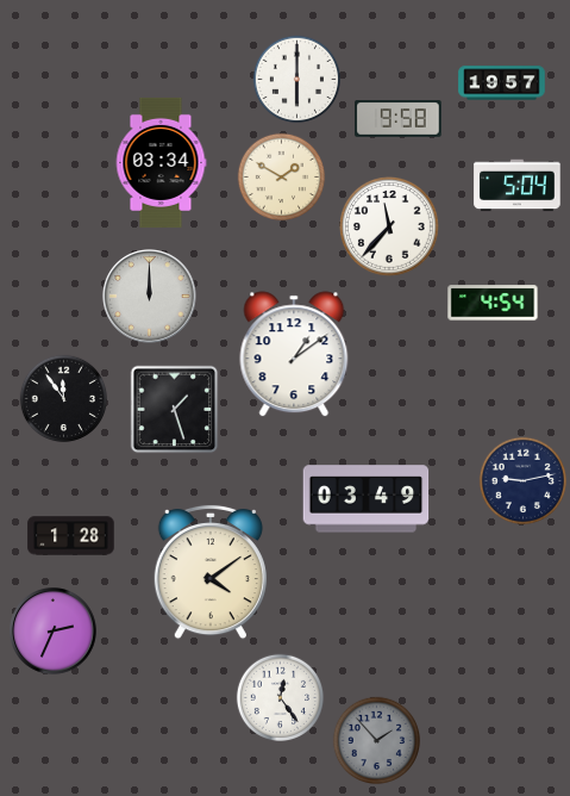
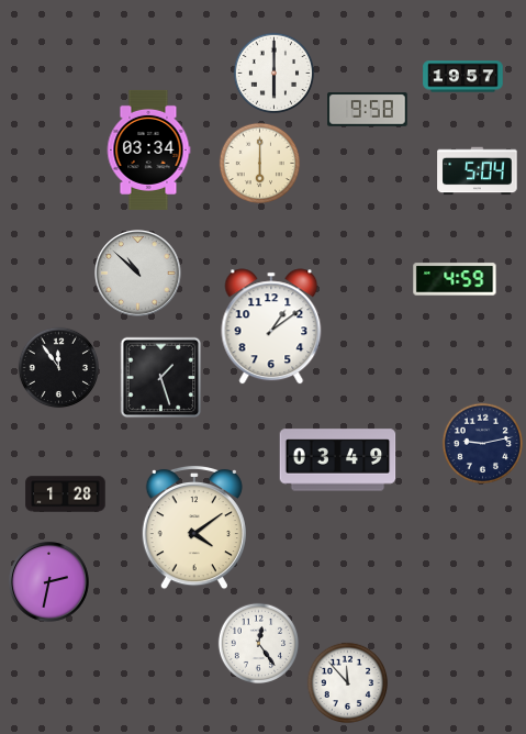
clock at (282, 178): 1:50 -> 6:00
clock at (390, 228): 11:37 -> none
clock at (150, 297): 12:00 -> 10:52
clock at (493, 303): 4:54 -> 4:59
clock at (54, 632): 2:34 -> 2:32
clock at (377, 741): 1:53 -> 11:53
clock at (377, 741) dial: grey -> white
